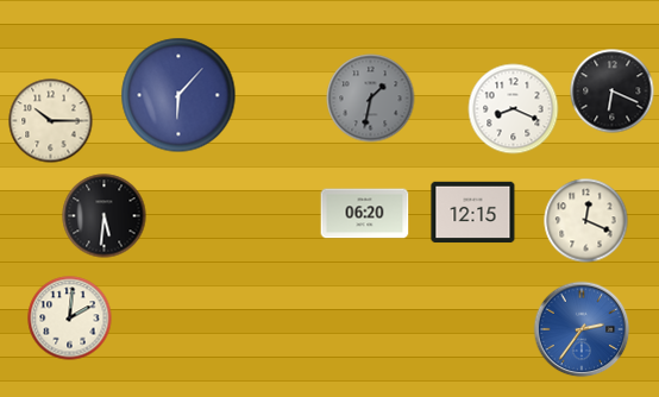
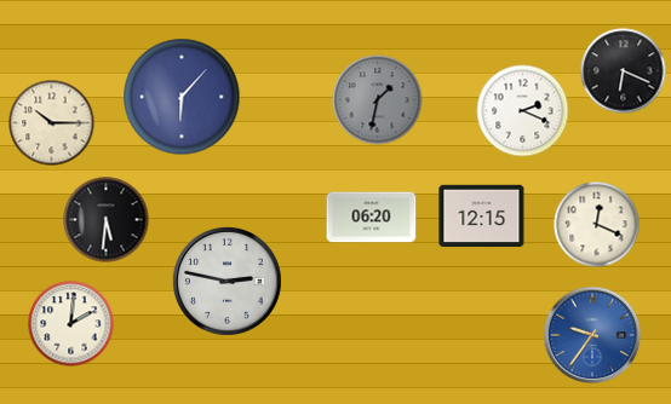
clock at (613, 92) position: (613, 92) -> (624, 71)
clock at (514, 109): 8:19 -> 2:19
clock at (226, 281): none -> 2:47
clock at (582, 329): 2:36 -> 9:36
